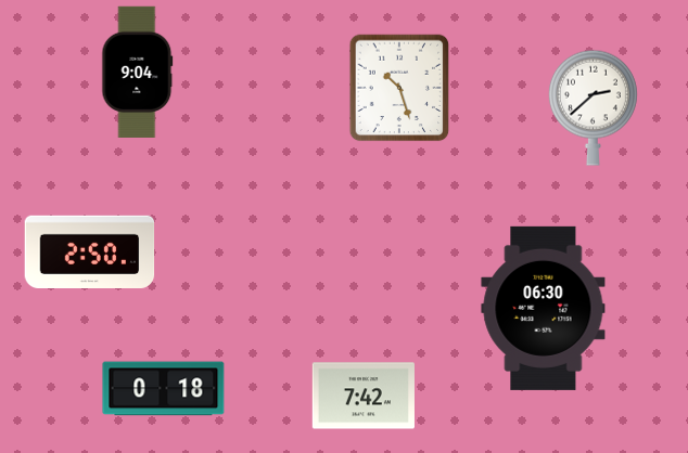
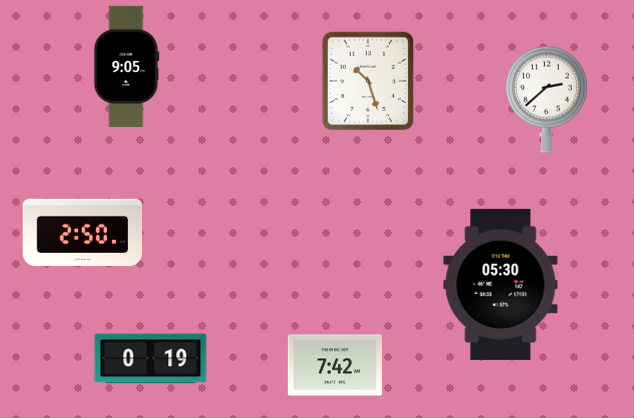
clock at (138, 72): 9:04 -> 9:05
clock at (544, 308): 06:30 -> 05:30
clock at (164, 389): 0:18 -> 0:19
